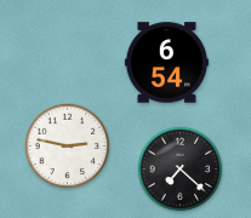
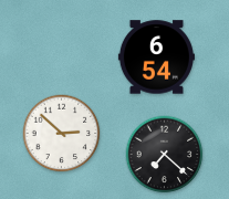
clock at (166, 63) position: (166, 63) -> (156, 57)
clock at (68, 147): 2:47 -> 2:52
